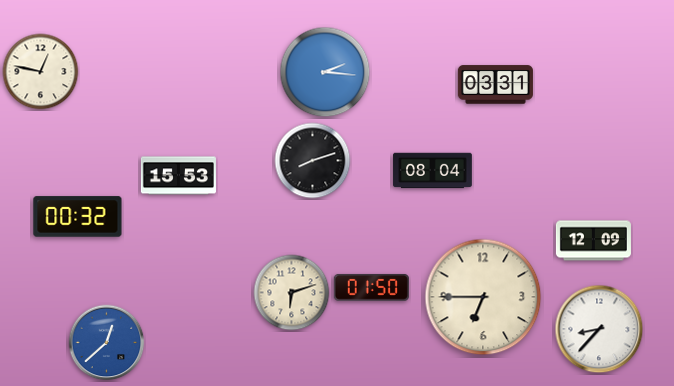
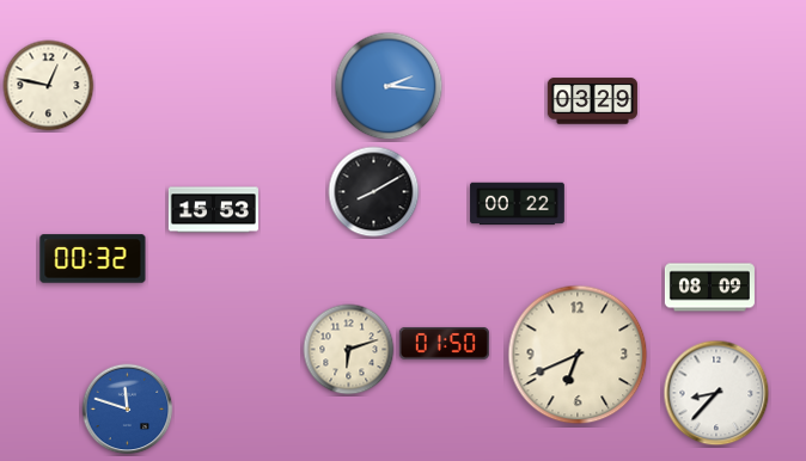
clock at (495, 85): 03:31 -> 03:29
clock at (313, 161): 8:12 -> 8:10
clock at (433, 171): 08:04 -> 00:22
clock at (593, 241): 12:09 -> 08:09
clock at (483, 297): 6:45 -> 6:41
clock at (107, 343): 12:38 -> 11:48
